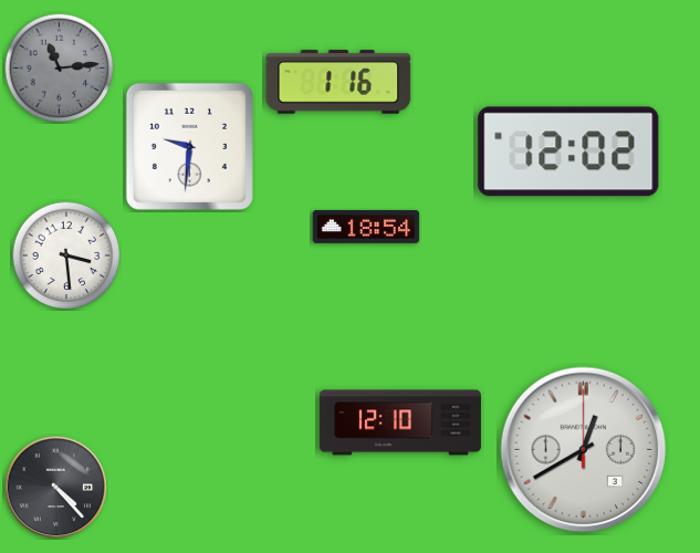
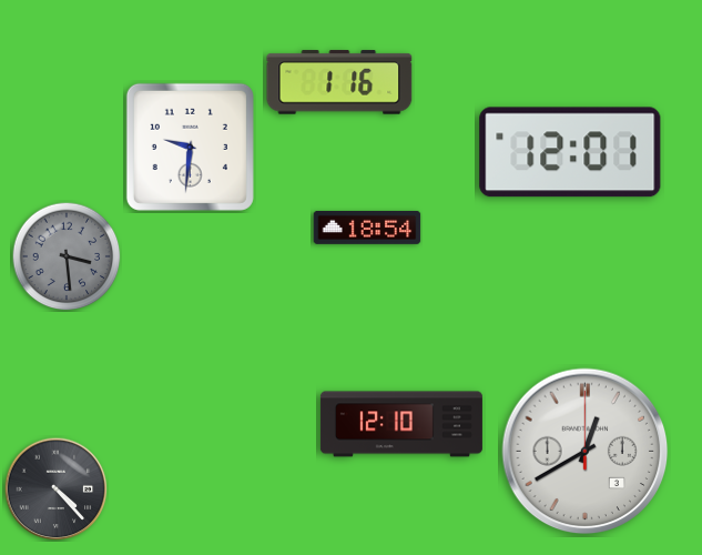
clock at (60, 69): 11:14 -> none
clock at (568, 152): 12:02 -> 12:01
clock at (66, 255) dial: white -> grey
